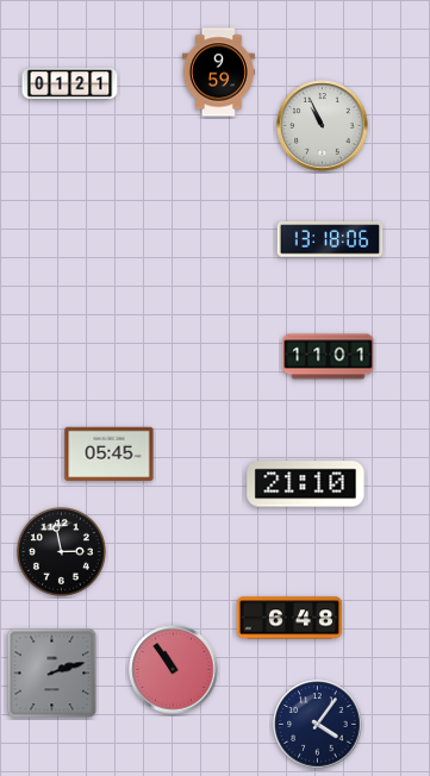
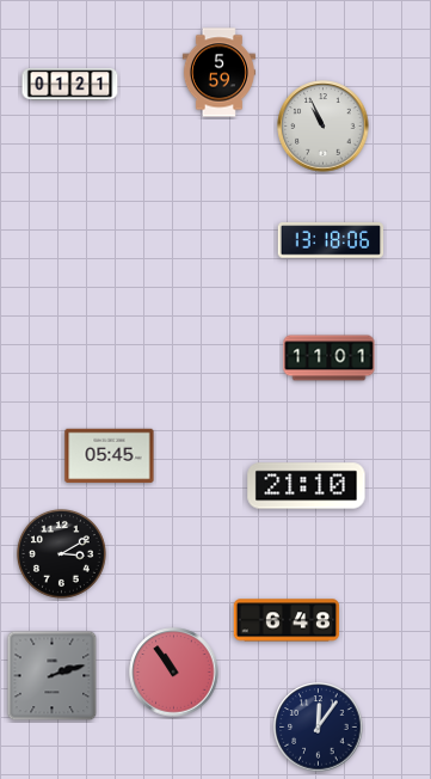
clock at (218, 73): 9:59 -> 5:59
clock at (61, 551): 2:58 -> 3:10
clock at (289, 618) position: (289, 618) -> (287, 620)
clock at (318, 725): 4:06 -> 12:06
